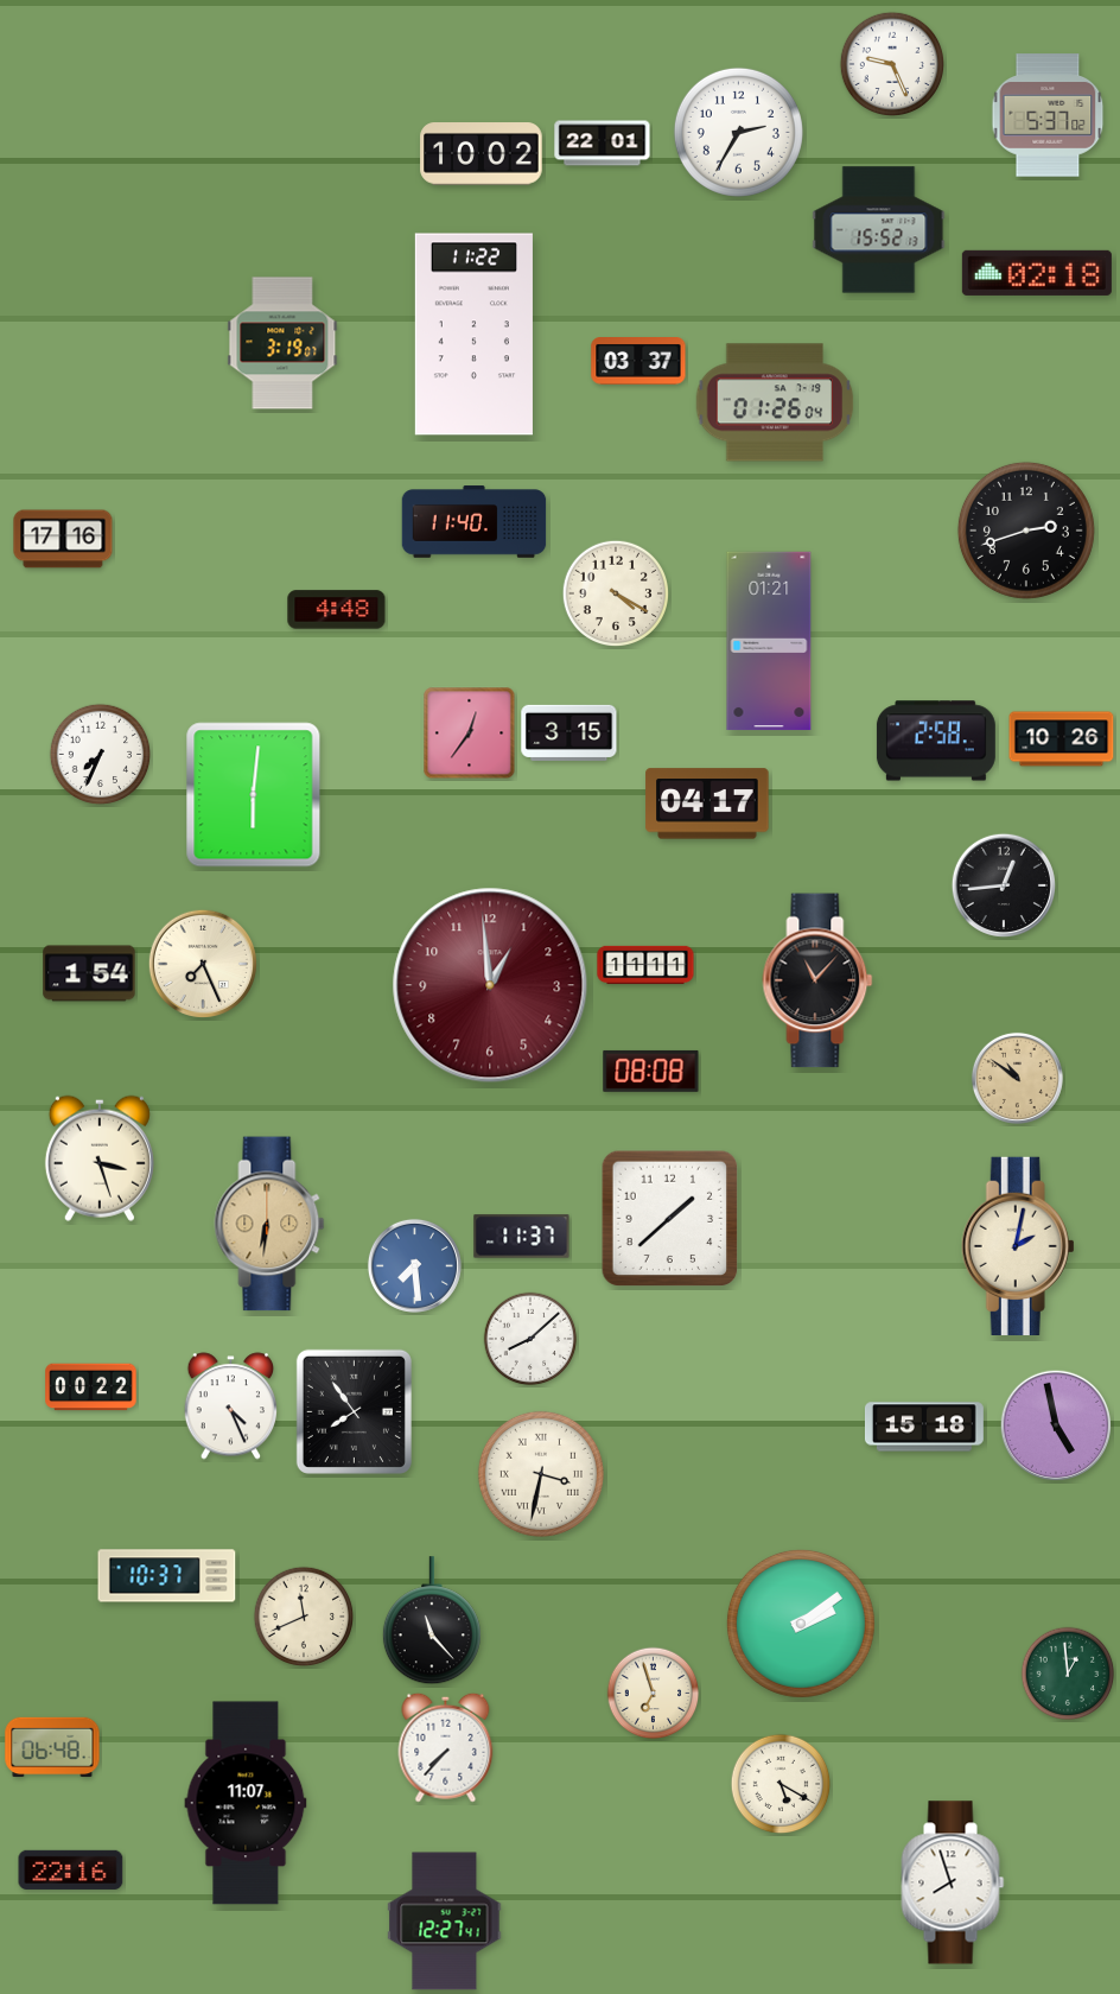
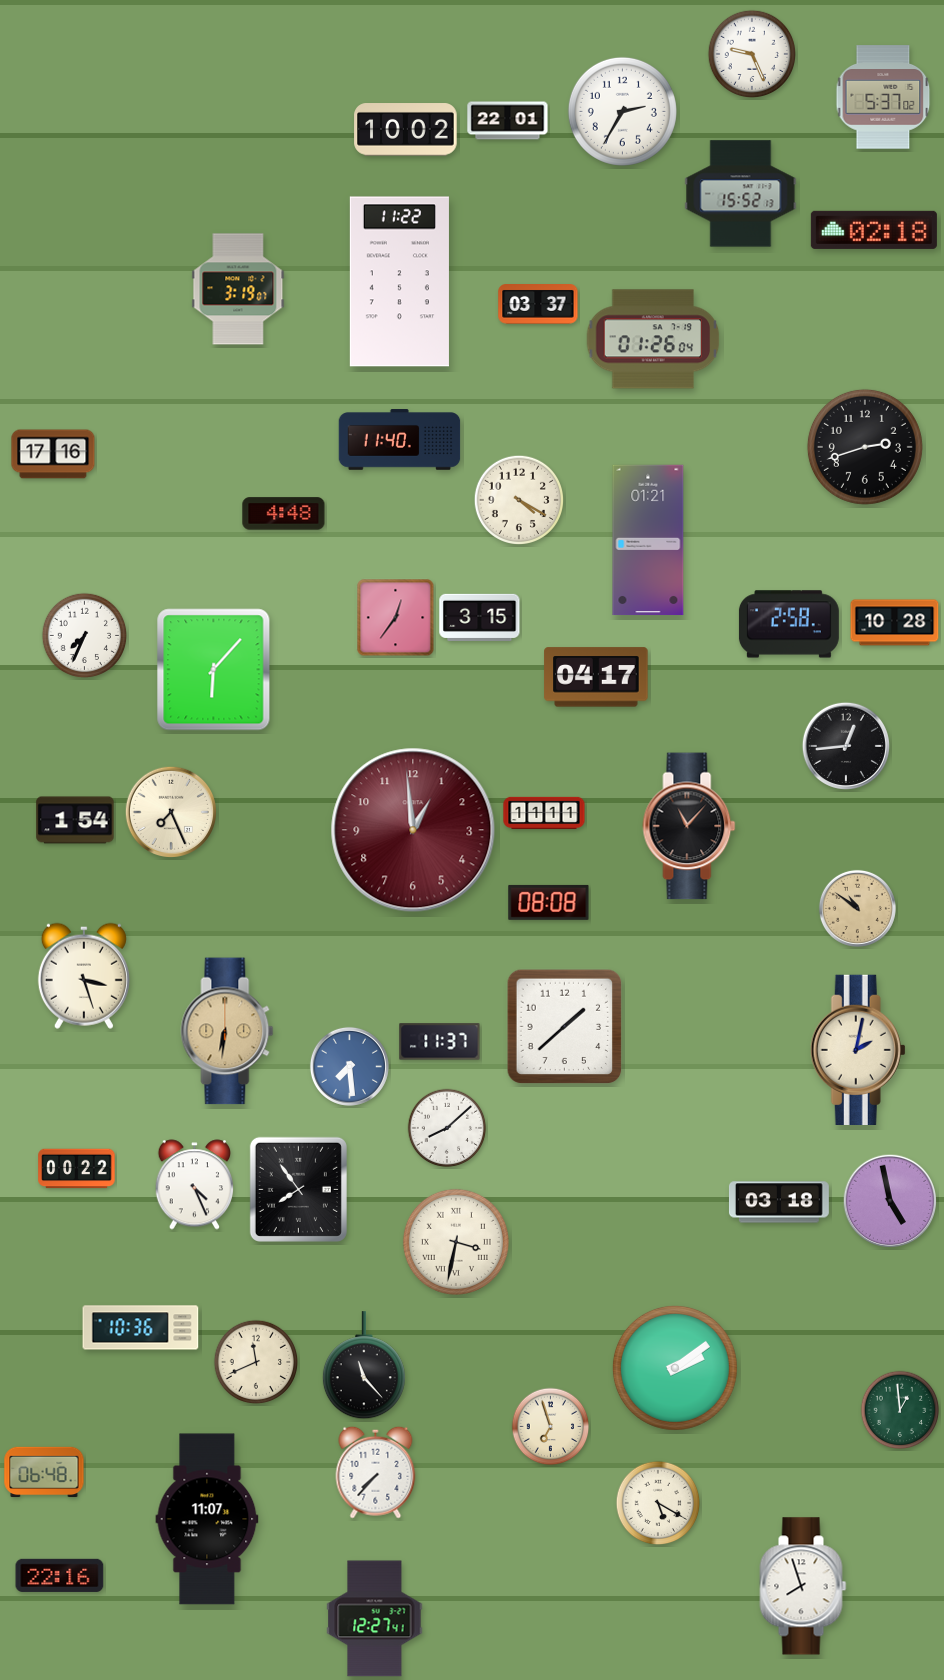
clock at (1062, 739): 10:26 -> 10:28
clock at (254, 795): 6:01 -> 6:07
clock at (924, 1427): 15:18 -> 03:18
clock at (167, 1576): 10:37 -> 10:36
